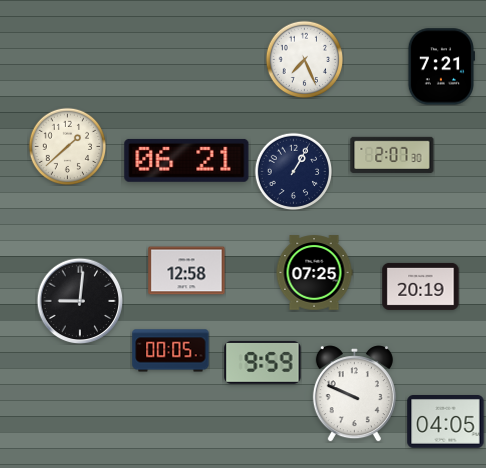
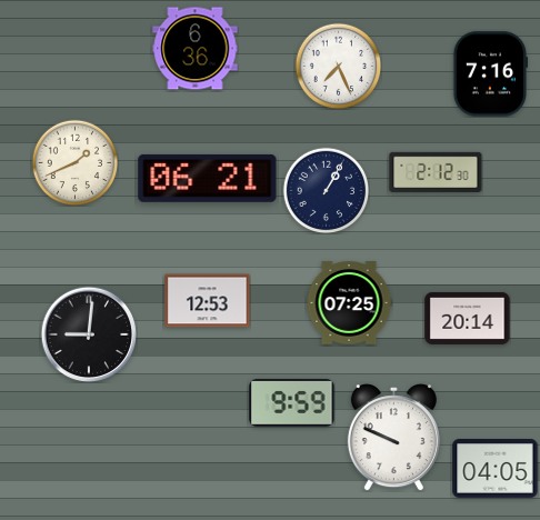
clock at (196, 49): none -> 6:36
clock at (440, 67): 7:21 -> 7:16
clock at (67, 146): 1:38 -> 1:41
clock at (392, 155): 2:07 -> 2:12
clock at (187, 271): 12:58 -> 12:53
clock at (421, 286): 20:19 -> 20:14
clock at (171, 351): 00:05 -> none
